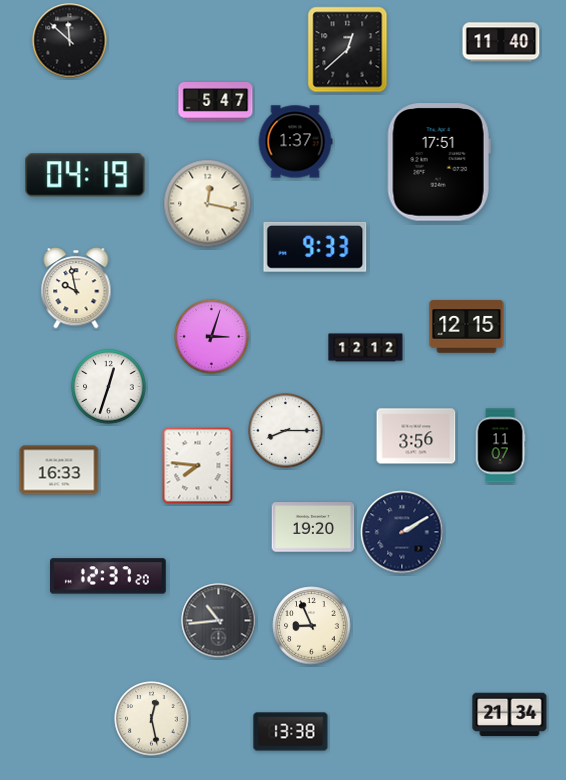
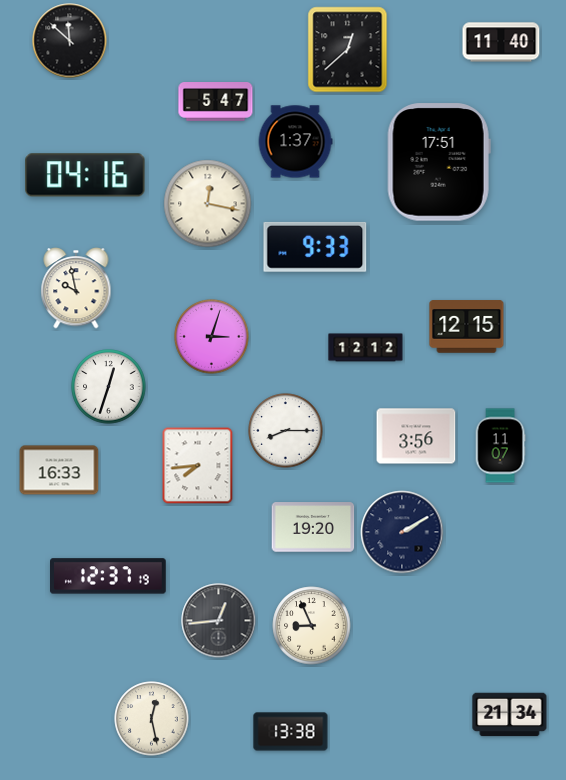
clock at (85, 175): 04:19 -> 04:16
clock at (198, 466): 7:46 -> 7:44
clock at (109, 576): 12:37:20 -> 12:37:19
clock at (219, 621): 10:44 -> 12:44
